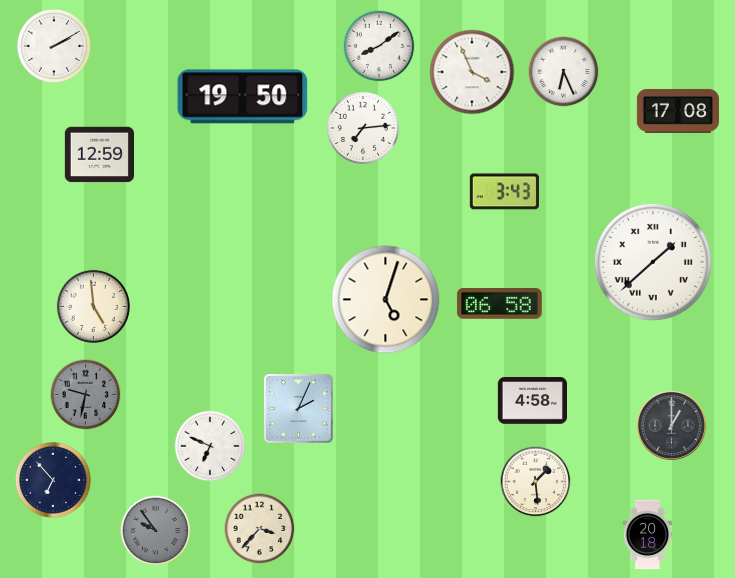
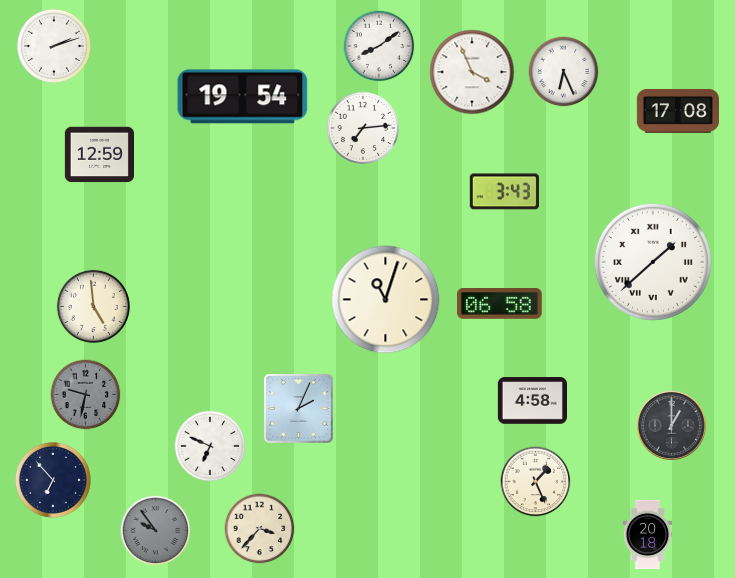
clock at (54, 46): 2:10 -> 2:12
clock at (243, 97): 19:50 -> 19:54
clock at (386, 300): 5:03 -> 11:03
clock at (536, 482): 1:29 -> 1:26
